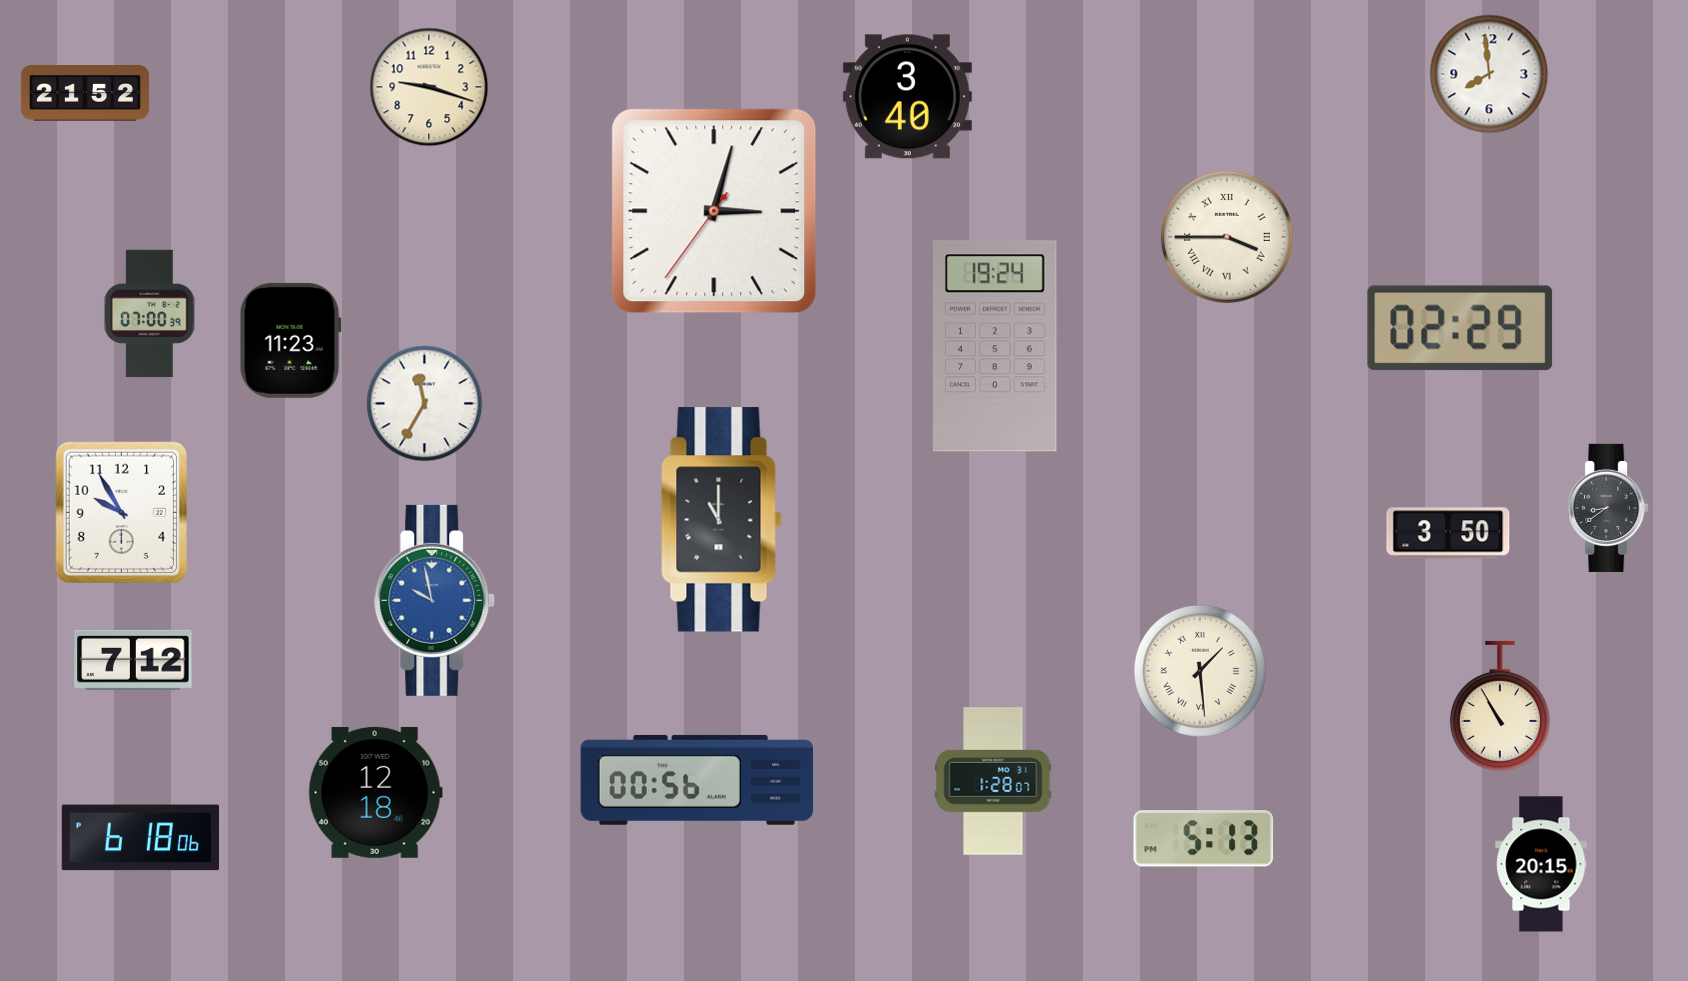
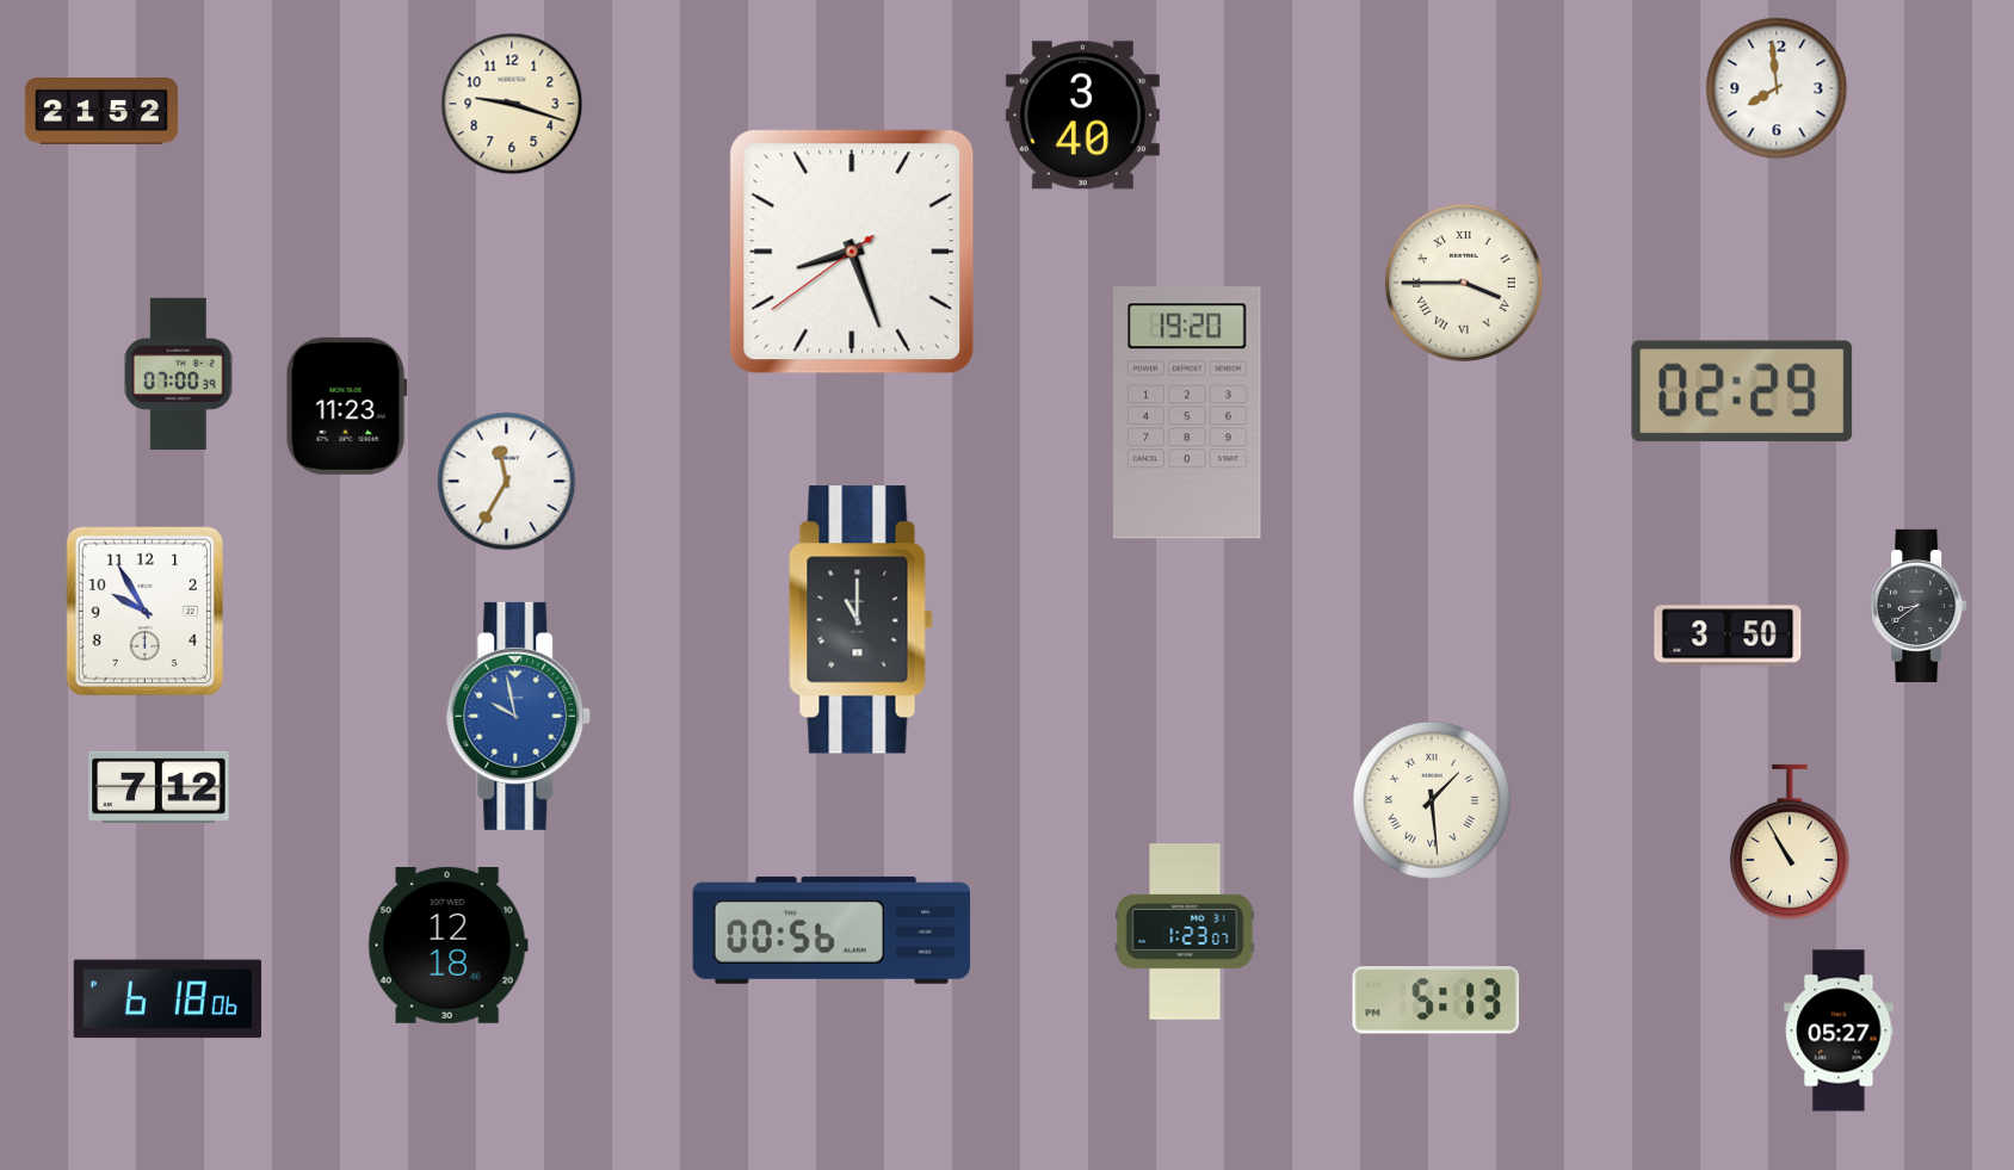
clock at (714, 211): 3:02 -> 8:26
clock at (995, 346): 19:24 -> 19:20
clock at (993, 781): 1:28 -> 1:23
clock at (1541, 864): 20:15 -> 05:27
